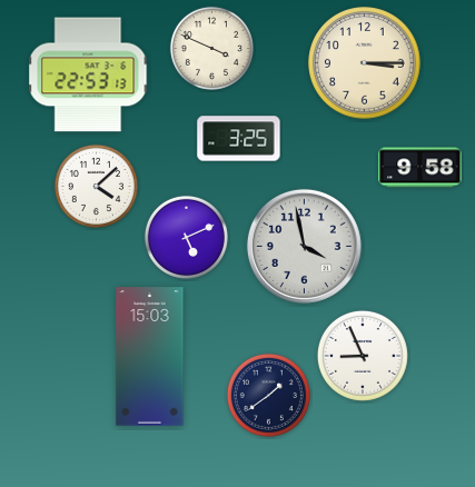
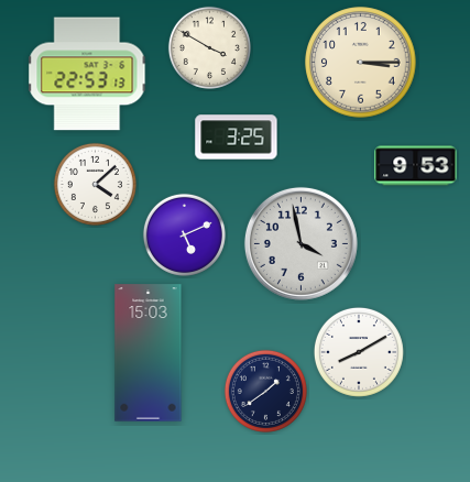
clock at (211, 48): 3:49 -> 3:50
clock at (420, 168): 9:58 -> 9:53
clock at (363, 356): 8:56 -> 8:10
